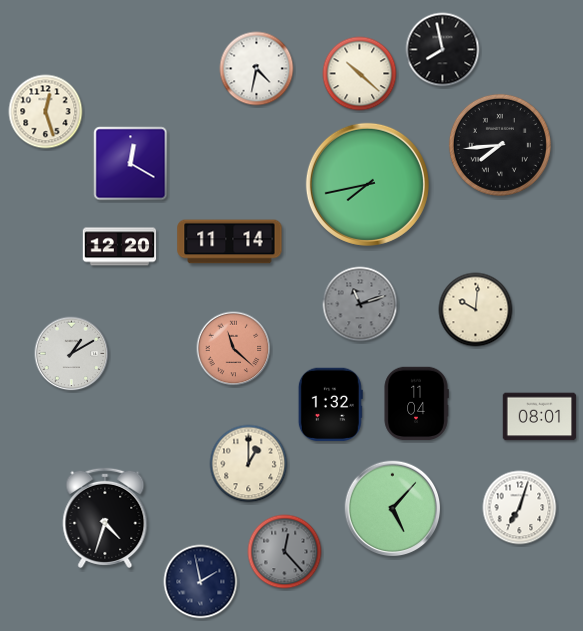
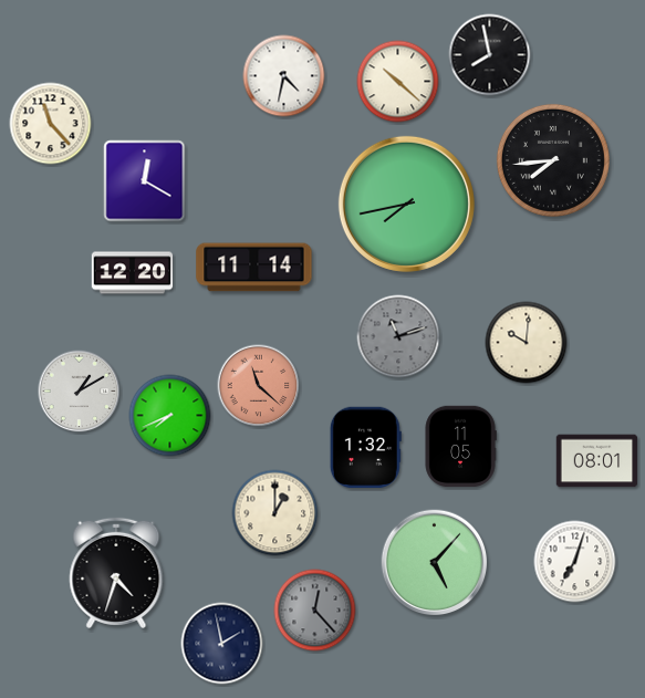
clock at (46, 112): 12:27 -> 11:23
clock at (170, 416): none -> 7:41
clock at (416, 404): 11:04 -> 11:05
